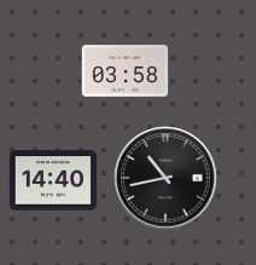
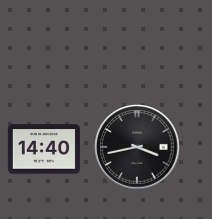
clock at (126, 71): 03:58 -> none
clock at (165, 178): 10:43 -> 3:43
